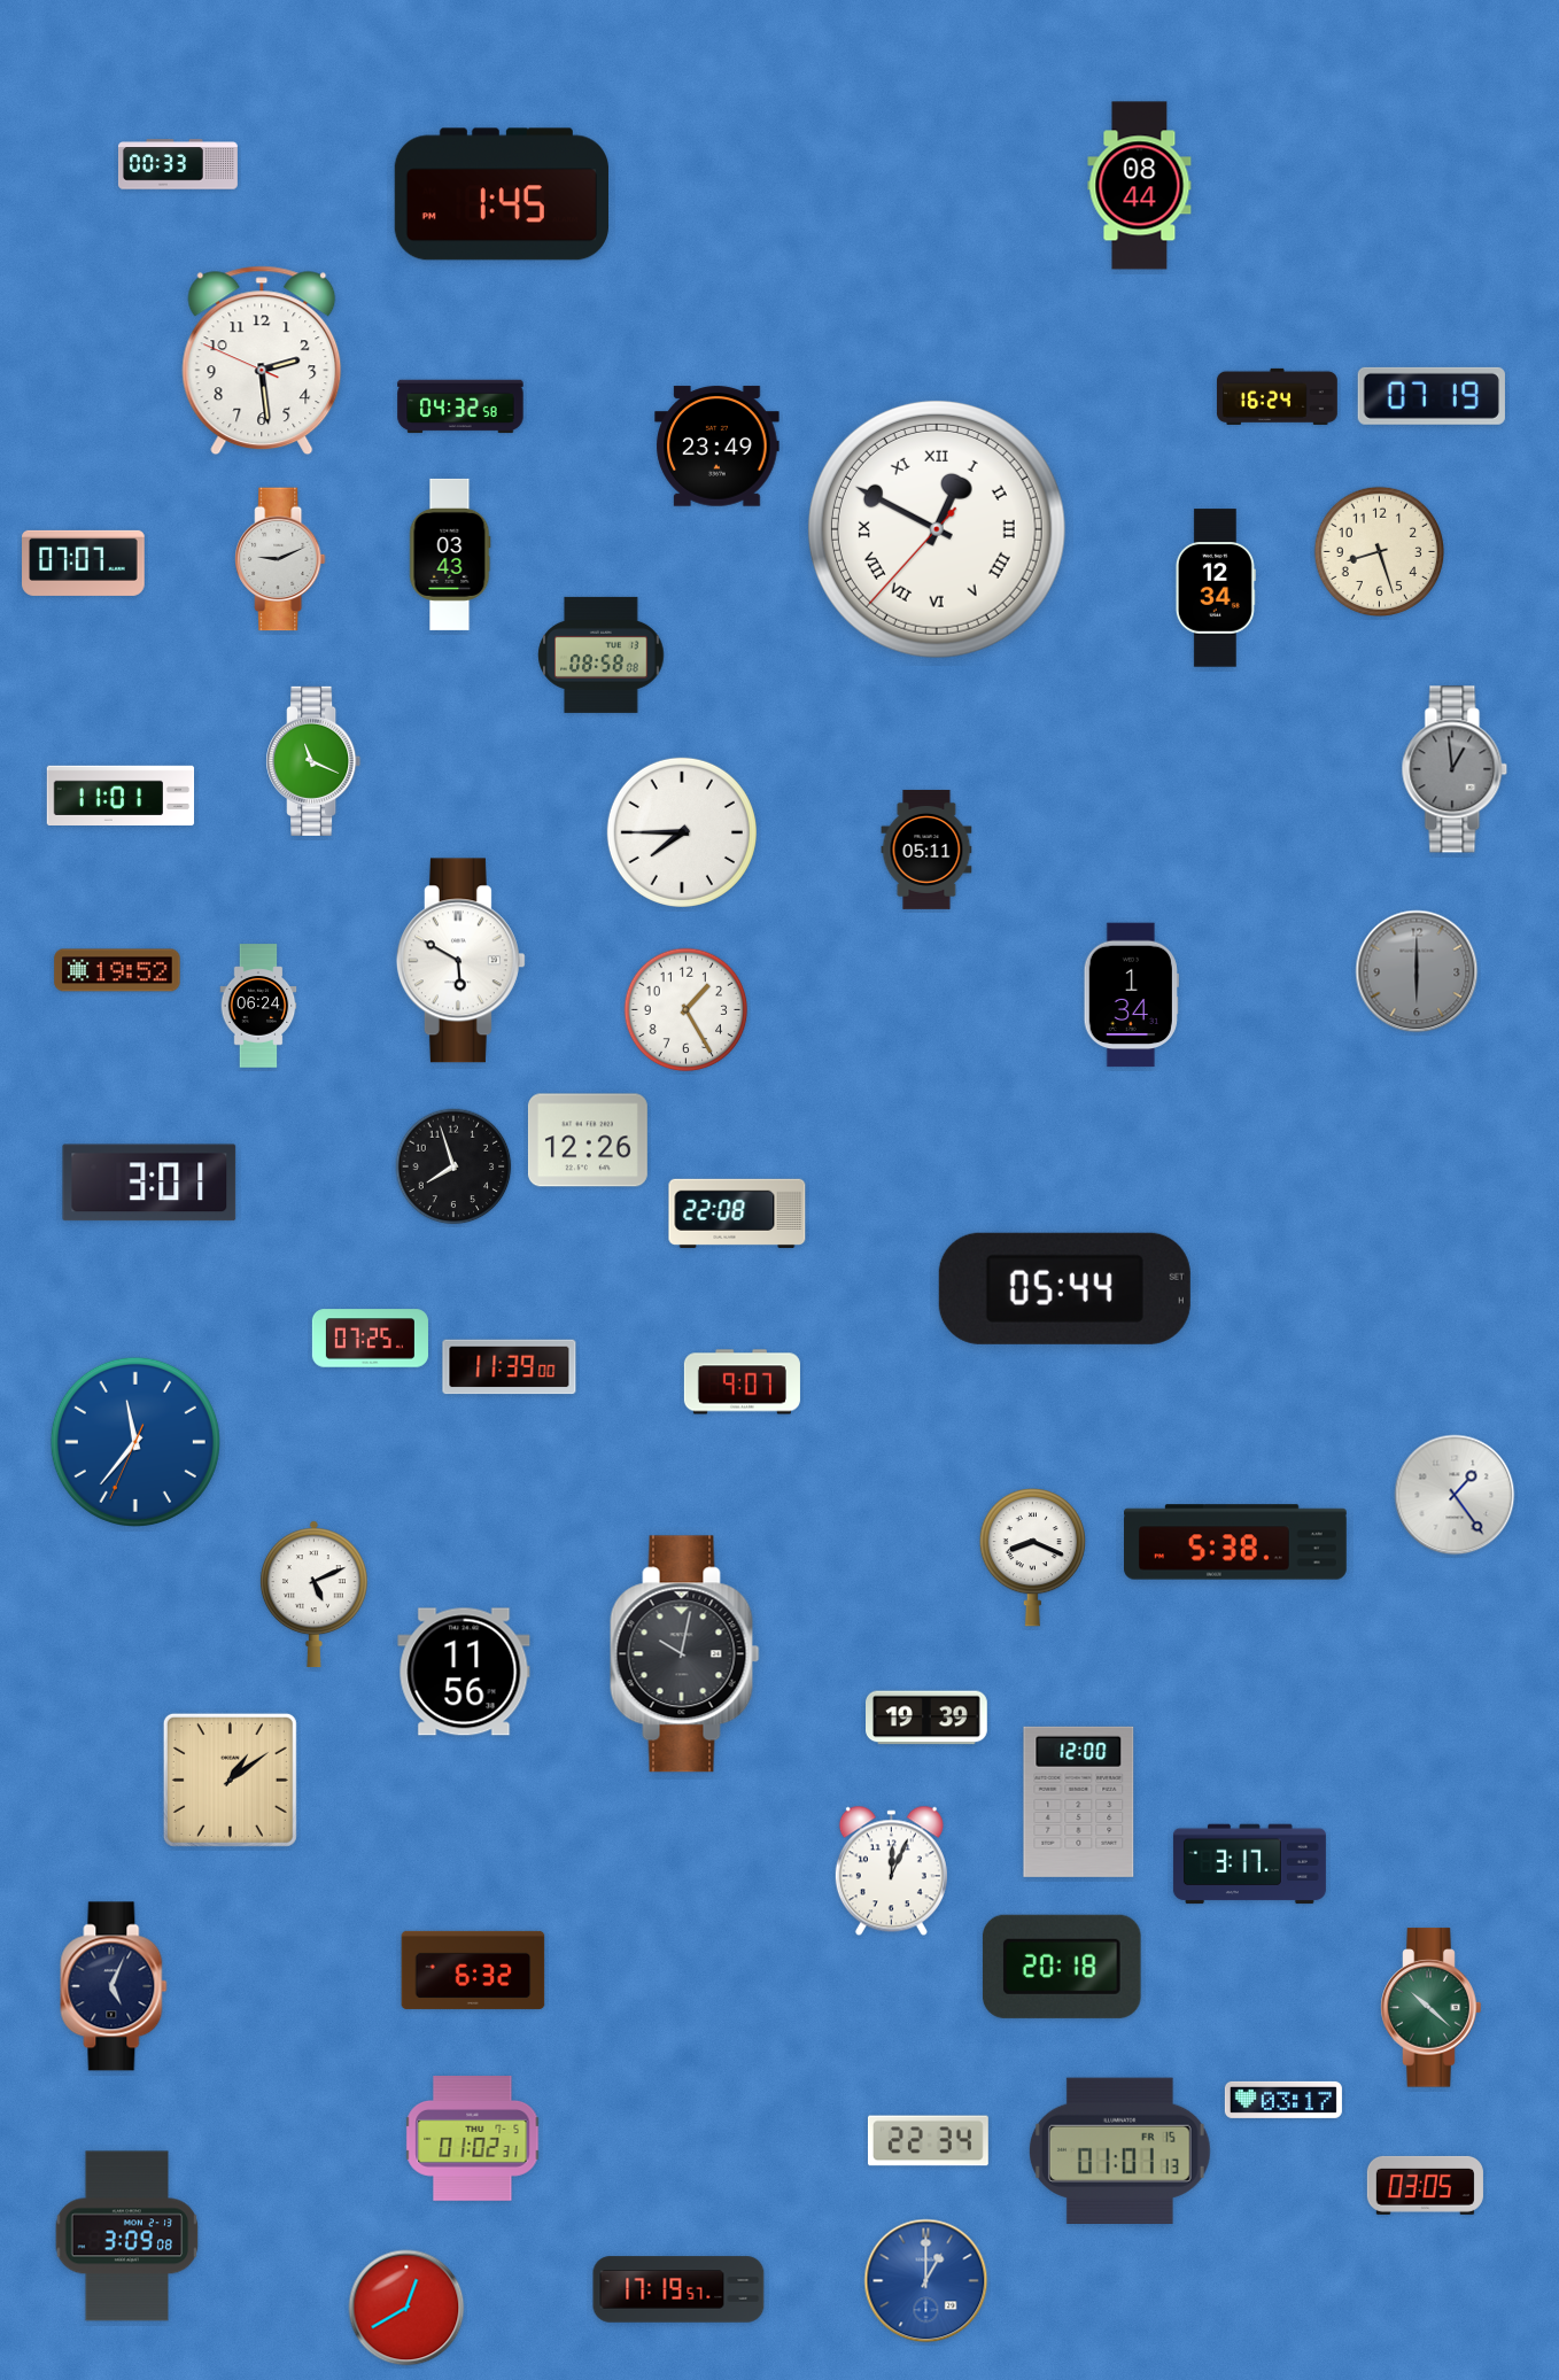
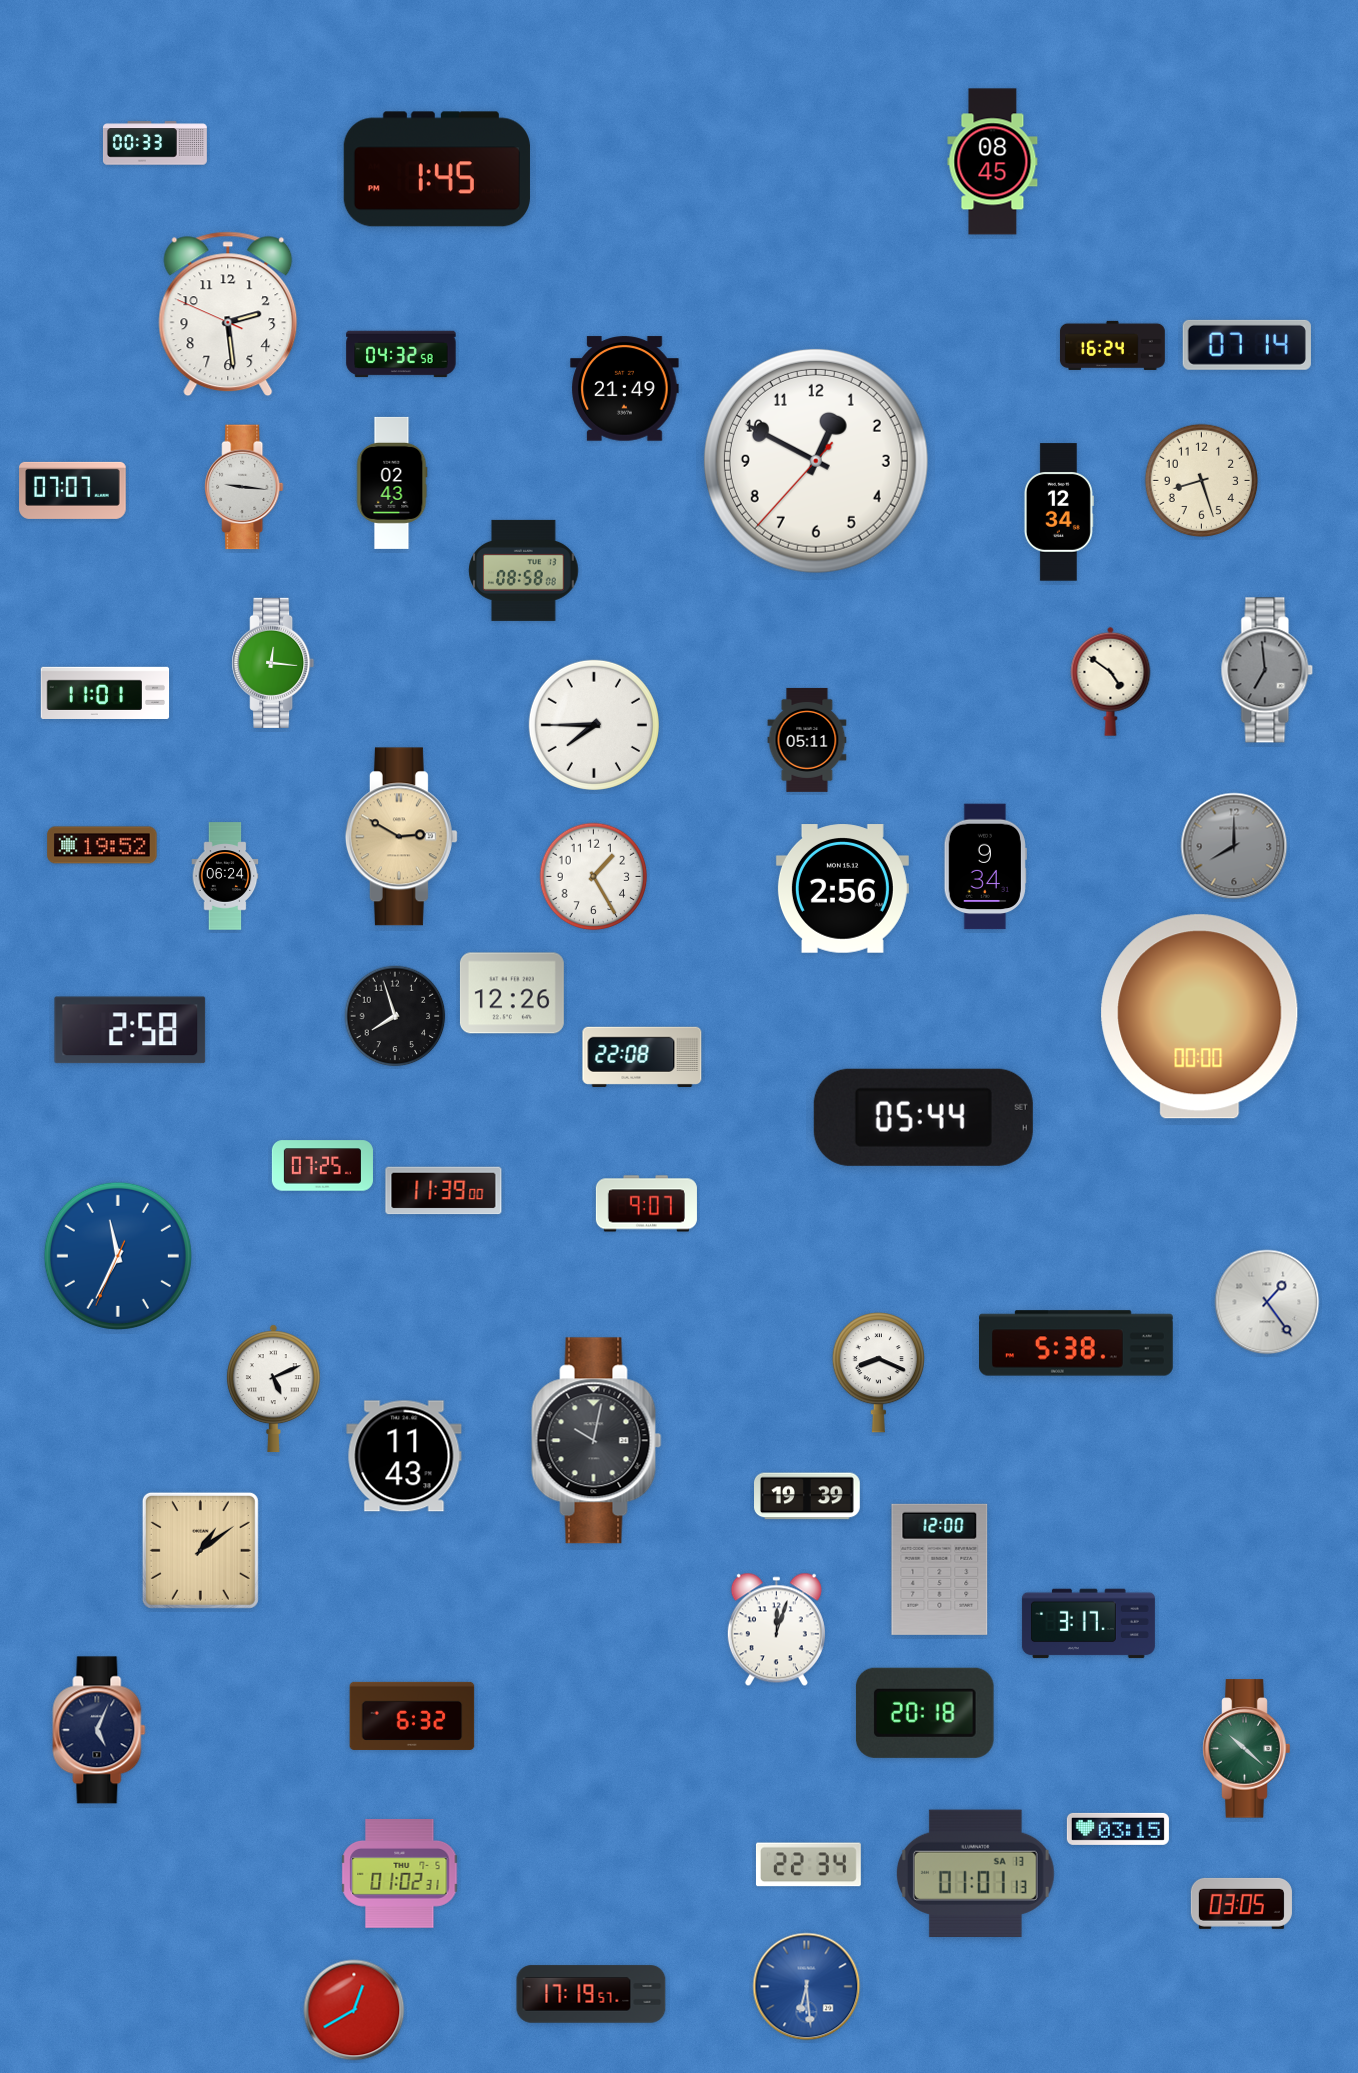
clock at (1140, 186): 08:44 -> 08:45
clock at (1432, 396): 07:19 -> 07:14
clock at (718, 447): 23:49 -> 21:49
clock at (937, 529) numerals: Roman -> Arabic
clock at (450, 555): 03:43 -> 02:43
clock at (280, 559): 9:11 -> 9:16
clock at (313, 761): 11:19 -> 12:16
clock at (1455, 769): 12:59 -> 6:59
clock at (1111, 681): none -> 4:51
clock at (460, 961): 5:50 -> 2:50
clock at (460, 961) dial: white -> champagne
clock at (1417, 971): 6:00 -> 8:00
clock at (1131, 995): 1:34 -> 9:34
clock at (687, 1010) position: (687, 1010) -> (594, 877)
clock at (842, 889): none -> 2:56
clock at (1200, 1017): none -> 00:00
clock at (149, 1183): 3:01 -> 2:58
clock at (1064, 1288) position: (1064, 1288) -> (923, 1117)
clock at (135, 1442): 11:36 -> 11:34
clock at (1032, 1558) position: (1032, 1558) -> (878, 1373)
clock at (464, 1672): 11:56 -> 11:43
clock at (891, 1871): 12:04 -> 12:03
clock at (1283, 2100): 03:17 -> 03:15
clock at (473, 2139) position: (473, 2139) -> (400, 1874)
clock at (1119, 2150) date: FR 15 -> SA 13
clock at (127, 2236): 3:09 -> none
clock at (926, 2281): 1:00 -> 6:29
